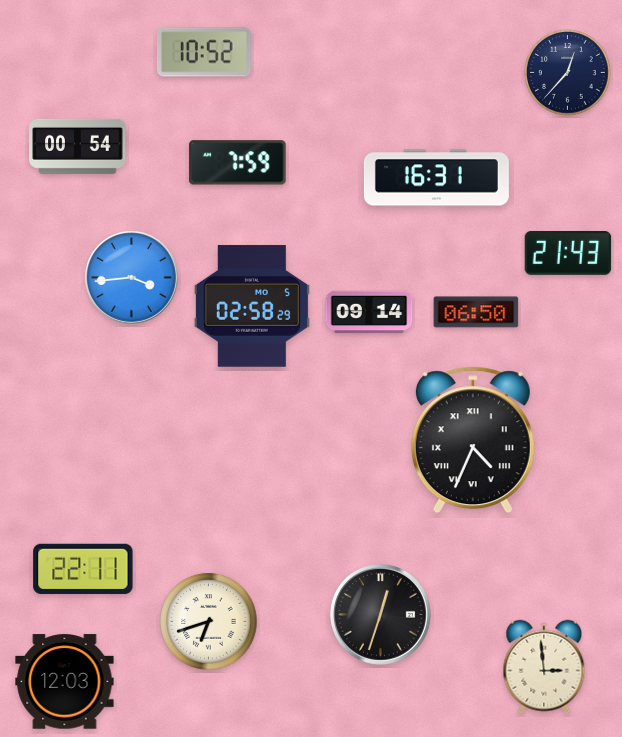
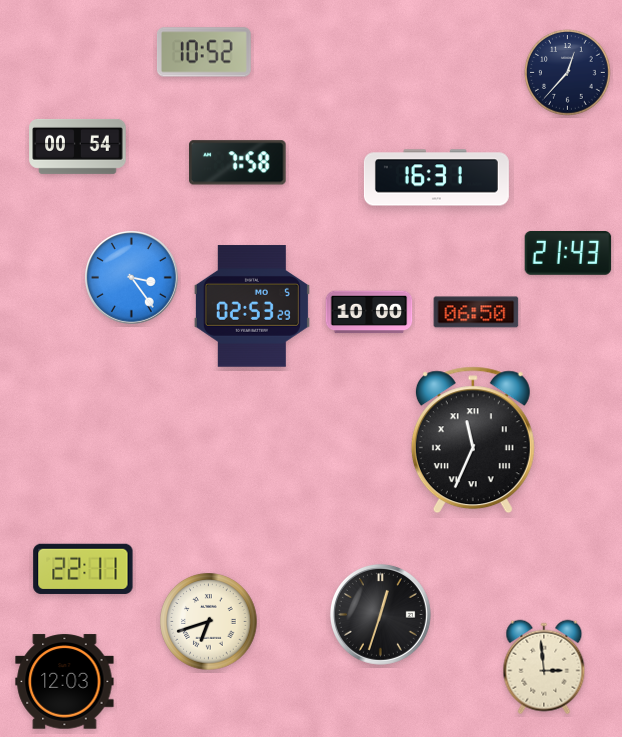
clock at (238, 163): 7:59 -> 7:58
clock at (132, 278): 3:44 -> 3:24
clock at (252, 306): 02:58 -> 02:53
clock at (369, 312): 09:14 -> 10:00
clock at (473, 440): 4:34 -> 11:34
